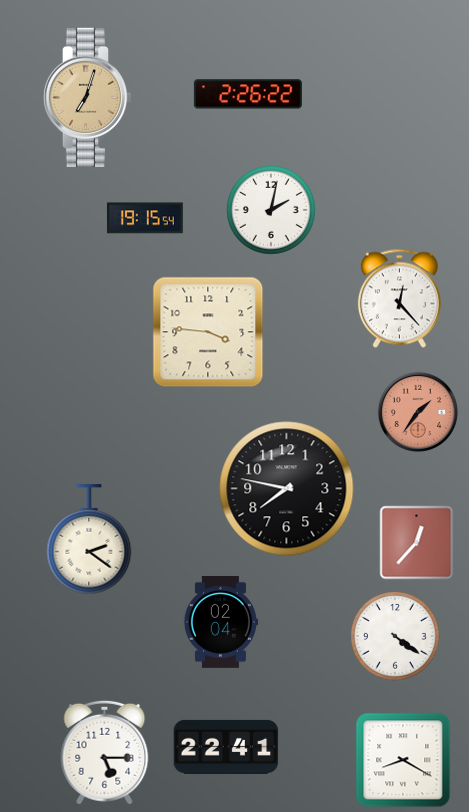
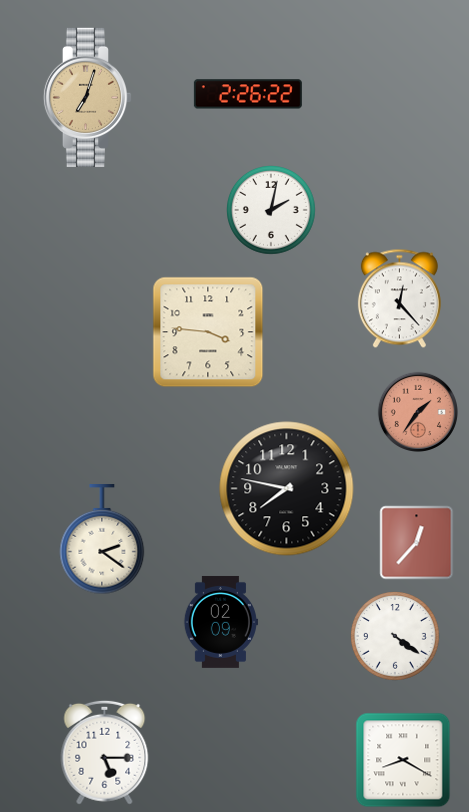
clock at (145, 218): 19:15 -> none
clock at (89, 540) position: (89, 540) -> (102, 540)
clock at (220, 622): 02:04 -> 02:09
clock at (226, 747): 22:41 -> none
